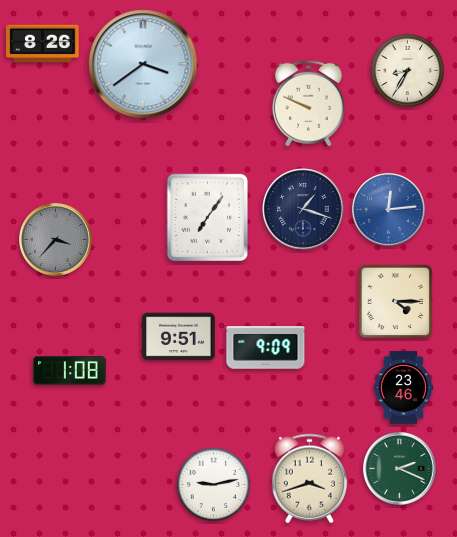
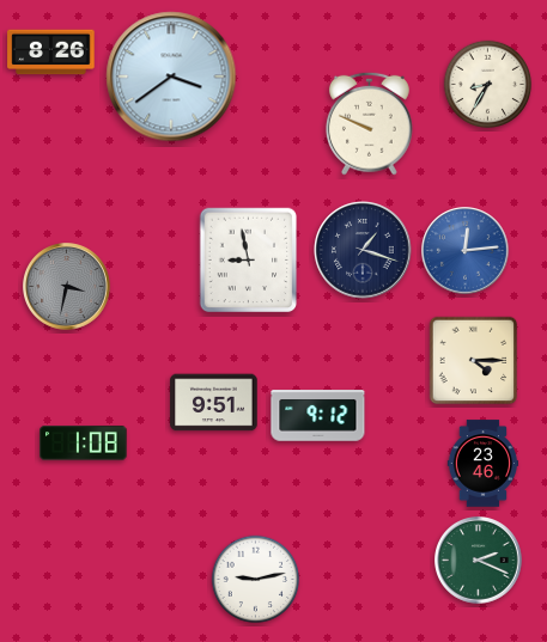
clock at (208, 218): 7:06 -> 8:58
clock at (56, 240): 3:37 -> 3:32
clock at (266, 348): 9:09 -> 9:12
clock at (310, 479): 3:42 -> none
